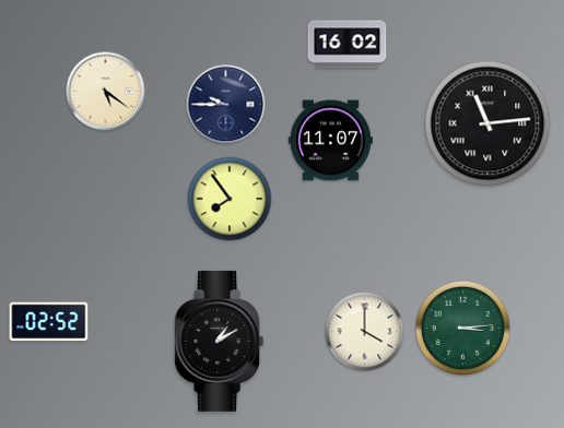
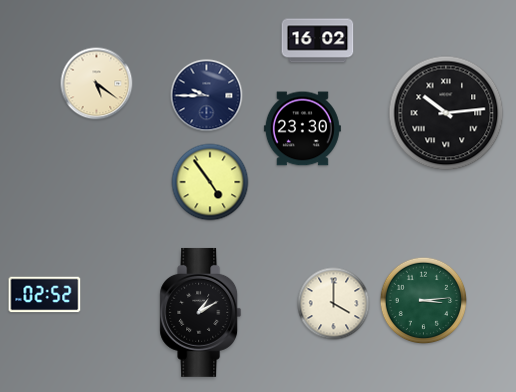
clock at (487, 123): 11:14 -> 10:14
clock at (330, 141): 11:07 -> 23:30
clock at (230, 199): 7:54 -> 4:54
